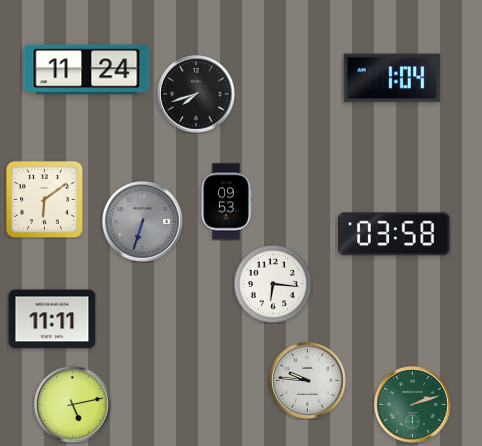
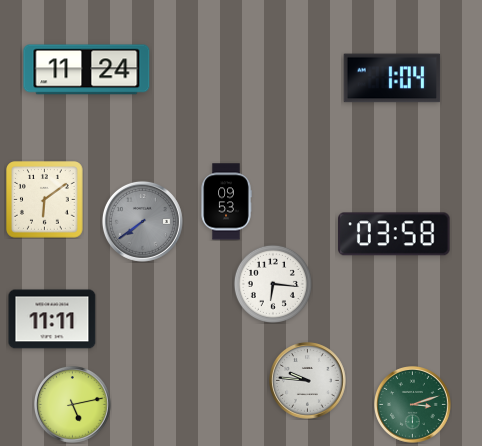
clock at (197, 95): 7:42 -> none
clock at (142, 221): 6:33 -> 7:39
clock at (413, 405): 2:12 -> 3:12
